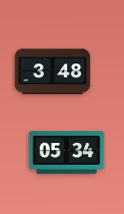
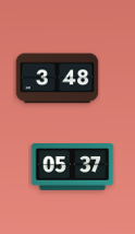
clock at (67, 153): 05:34 -> 05:37
